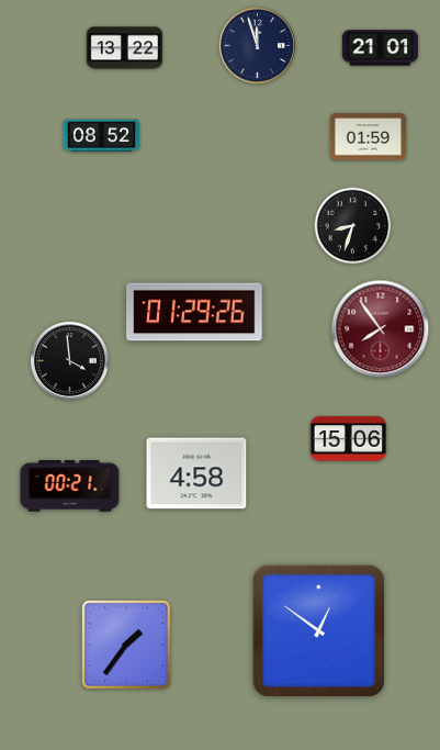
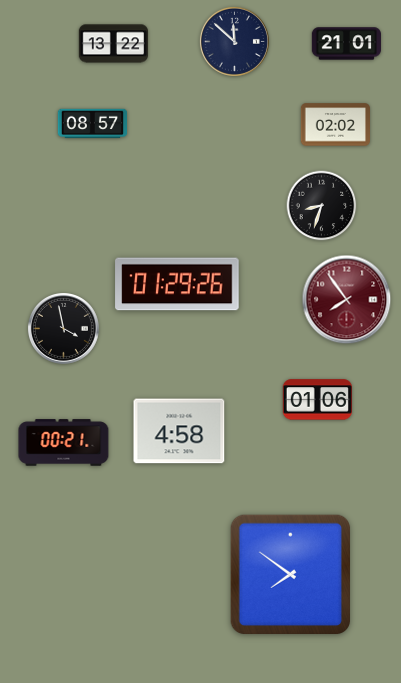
clock at (257, 45): 11:57 -> 11:52
clock at (102, 136): 08:52 -> 08:57
clock at (368, 137): 01:59 -> 02:02
clock at (69, 360): 3:59 -> 3:58
clock at (348, 439): 15:06 -> 01:06
clock at (319, 631): 12:51 -> 7:51
clock at (126, 645): 1:36 -> none
